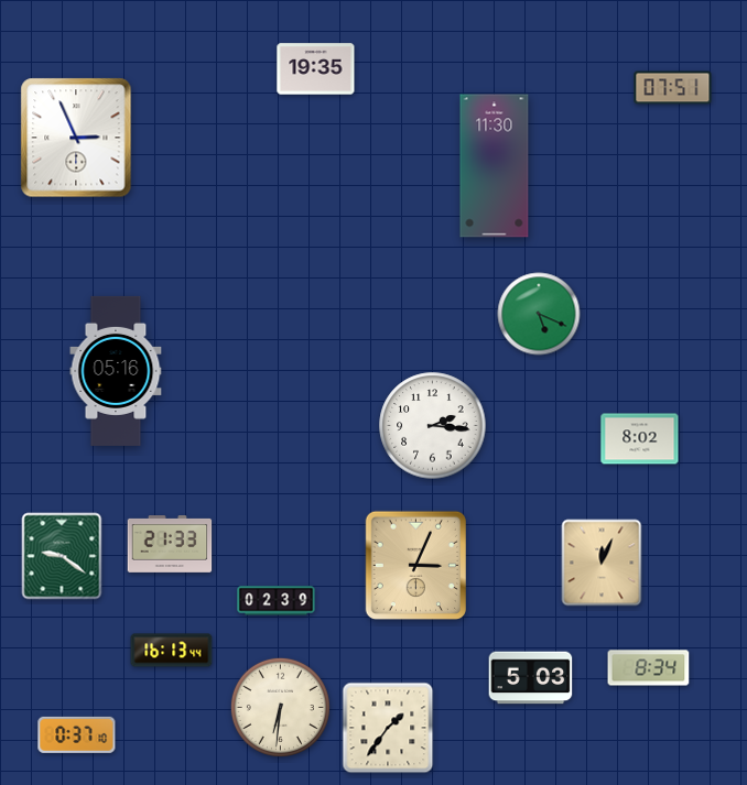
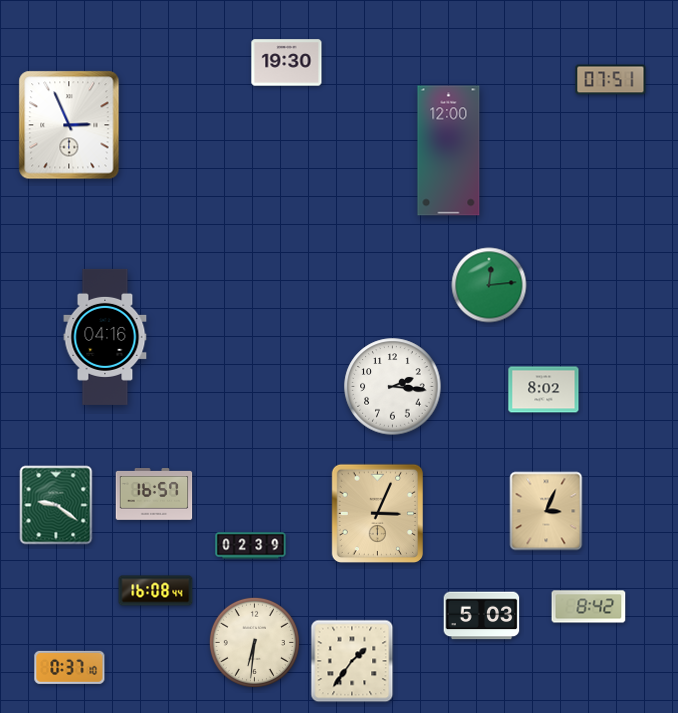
clock at (316, 69): 19:35 -> 19:30
clock at (495, 166): 11:30 -> 12:00
clock at (539, 314): 5:19 -> 12:14
clock at (116, 371): 05:16 -> 04:16
clock at (640, 439) position: (640, 439) -> (544, 390)
clock at (170, 545): 21:33 -> 16:57
clock at (602, 563): 12:04 -> 3:04
clock at (172, 651): 16:13 -> 16:08
clock at (649, 668): 8:34 -> 8:42
